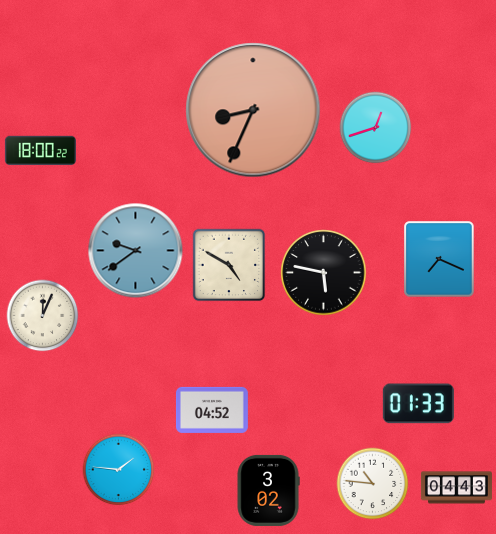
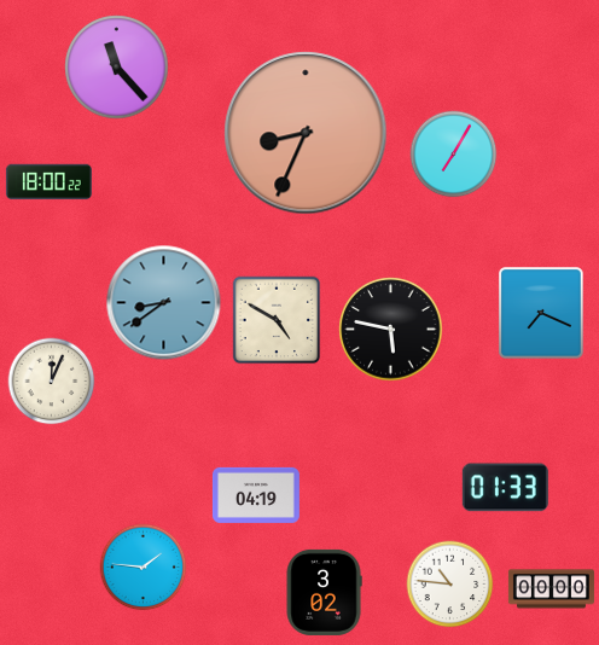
clock at (117, 68): none -> 11:23
clock at (376, 128): 12:42 -> 7:05
clock at (136, 251): 9:39 -> 8:39
clock at (439, 259) position: (439, 259) -> (541, 313)
clock at (212, 410): 04:52 -> 04:19
clock at (456, 488): 04:43 -> 00:00
